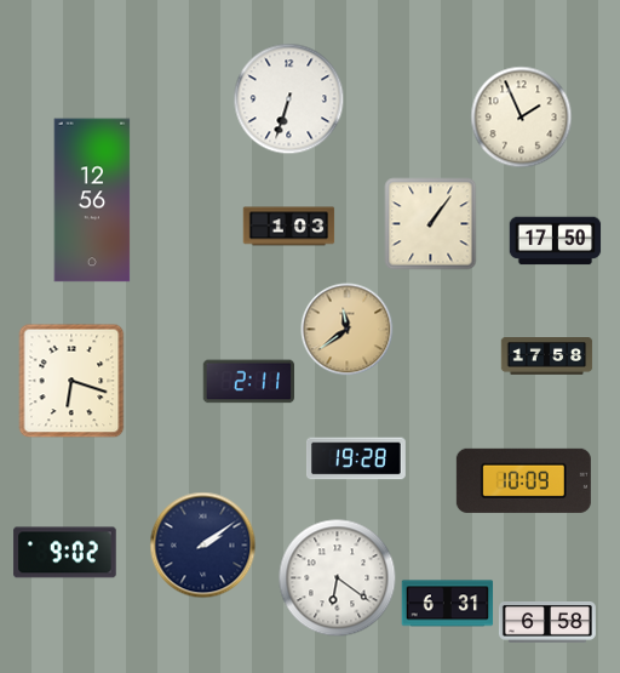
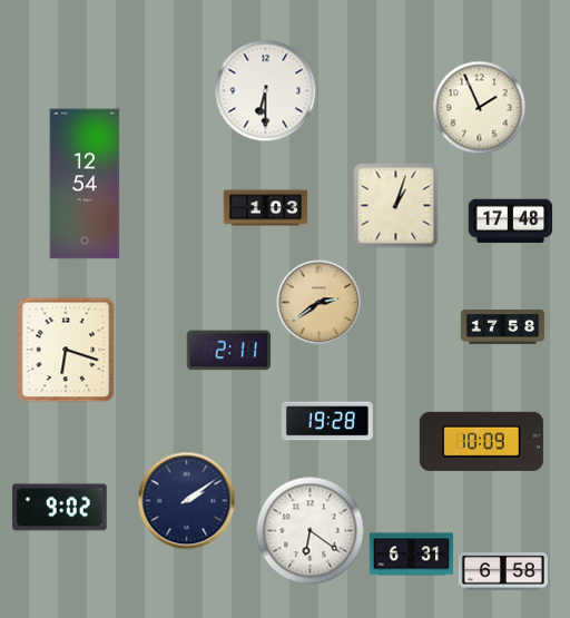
clock at (289, 99): 6:33 -> 6:30
clock at (92, 200): 12:56 -> 12:54
clock at (431, 224): 1:06 -> 1:03
clock at (556, 241): 17:50 -> 17:48
clock at (348, 330): 11:39 -> 2:39
